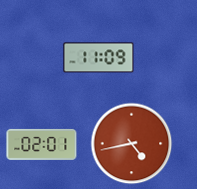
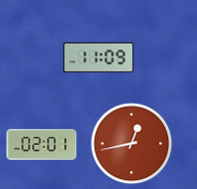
clock at (132, 144): 4:43 -> 12:43
